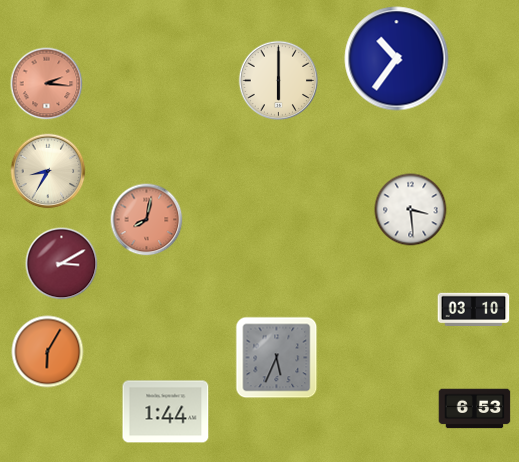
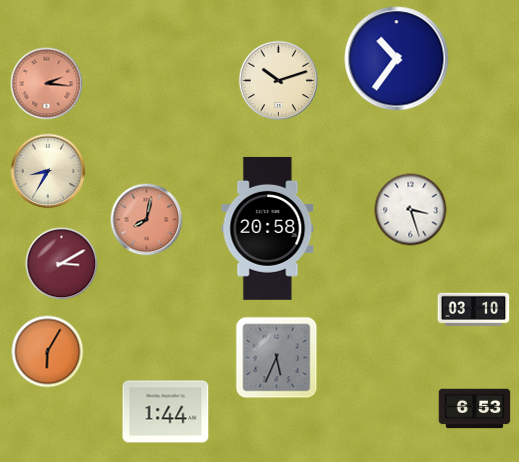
clock at (279, 81): 6:00 -> 10:12
clock at (411, 210): 3:29 -> 3:27
clock at (268, 228): none -> 20:58
